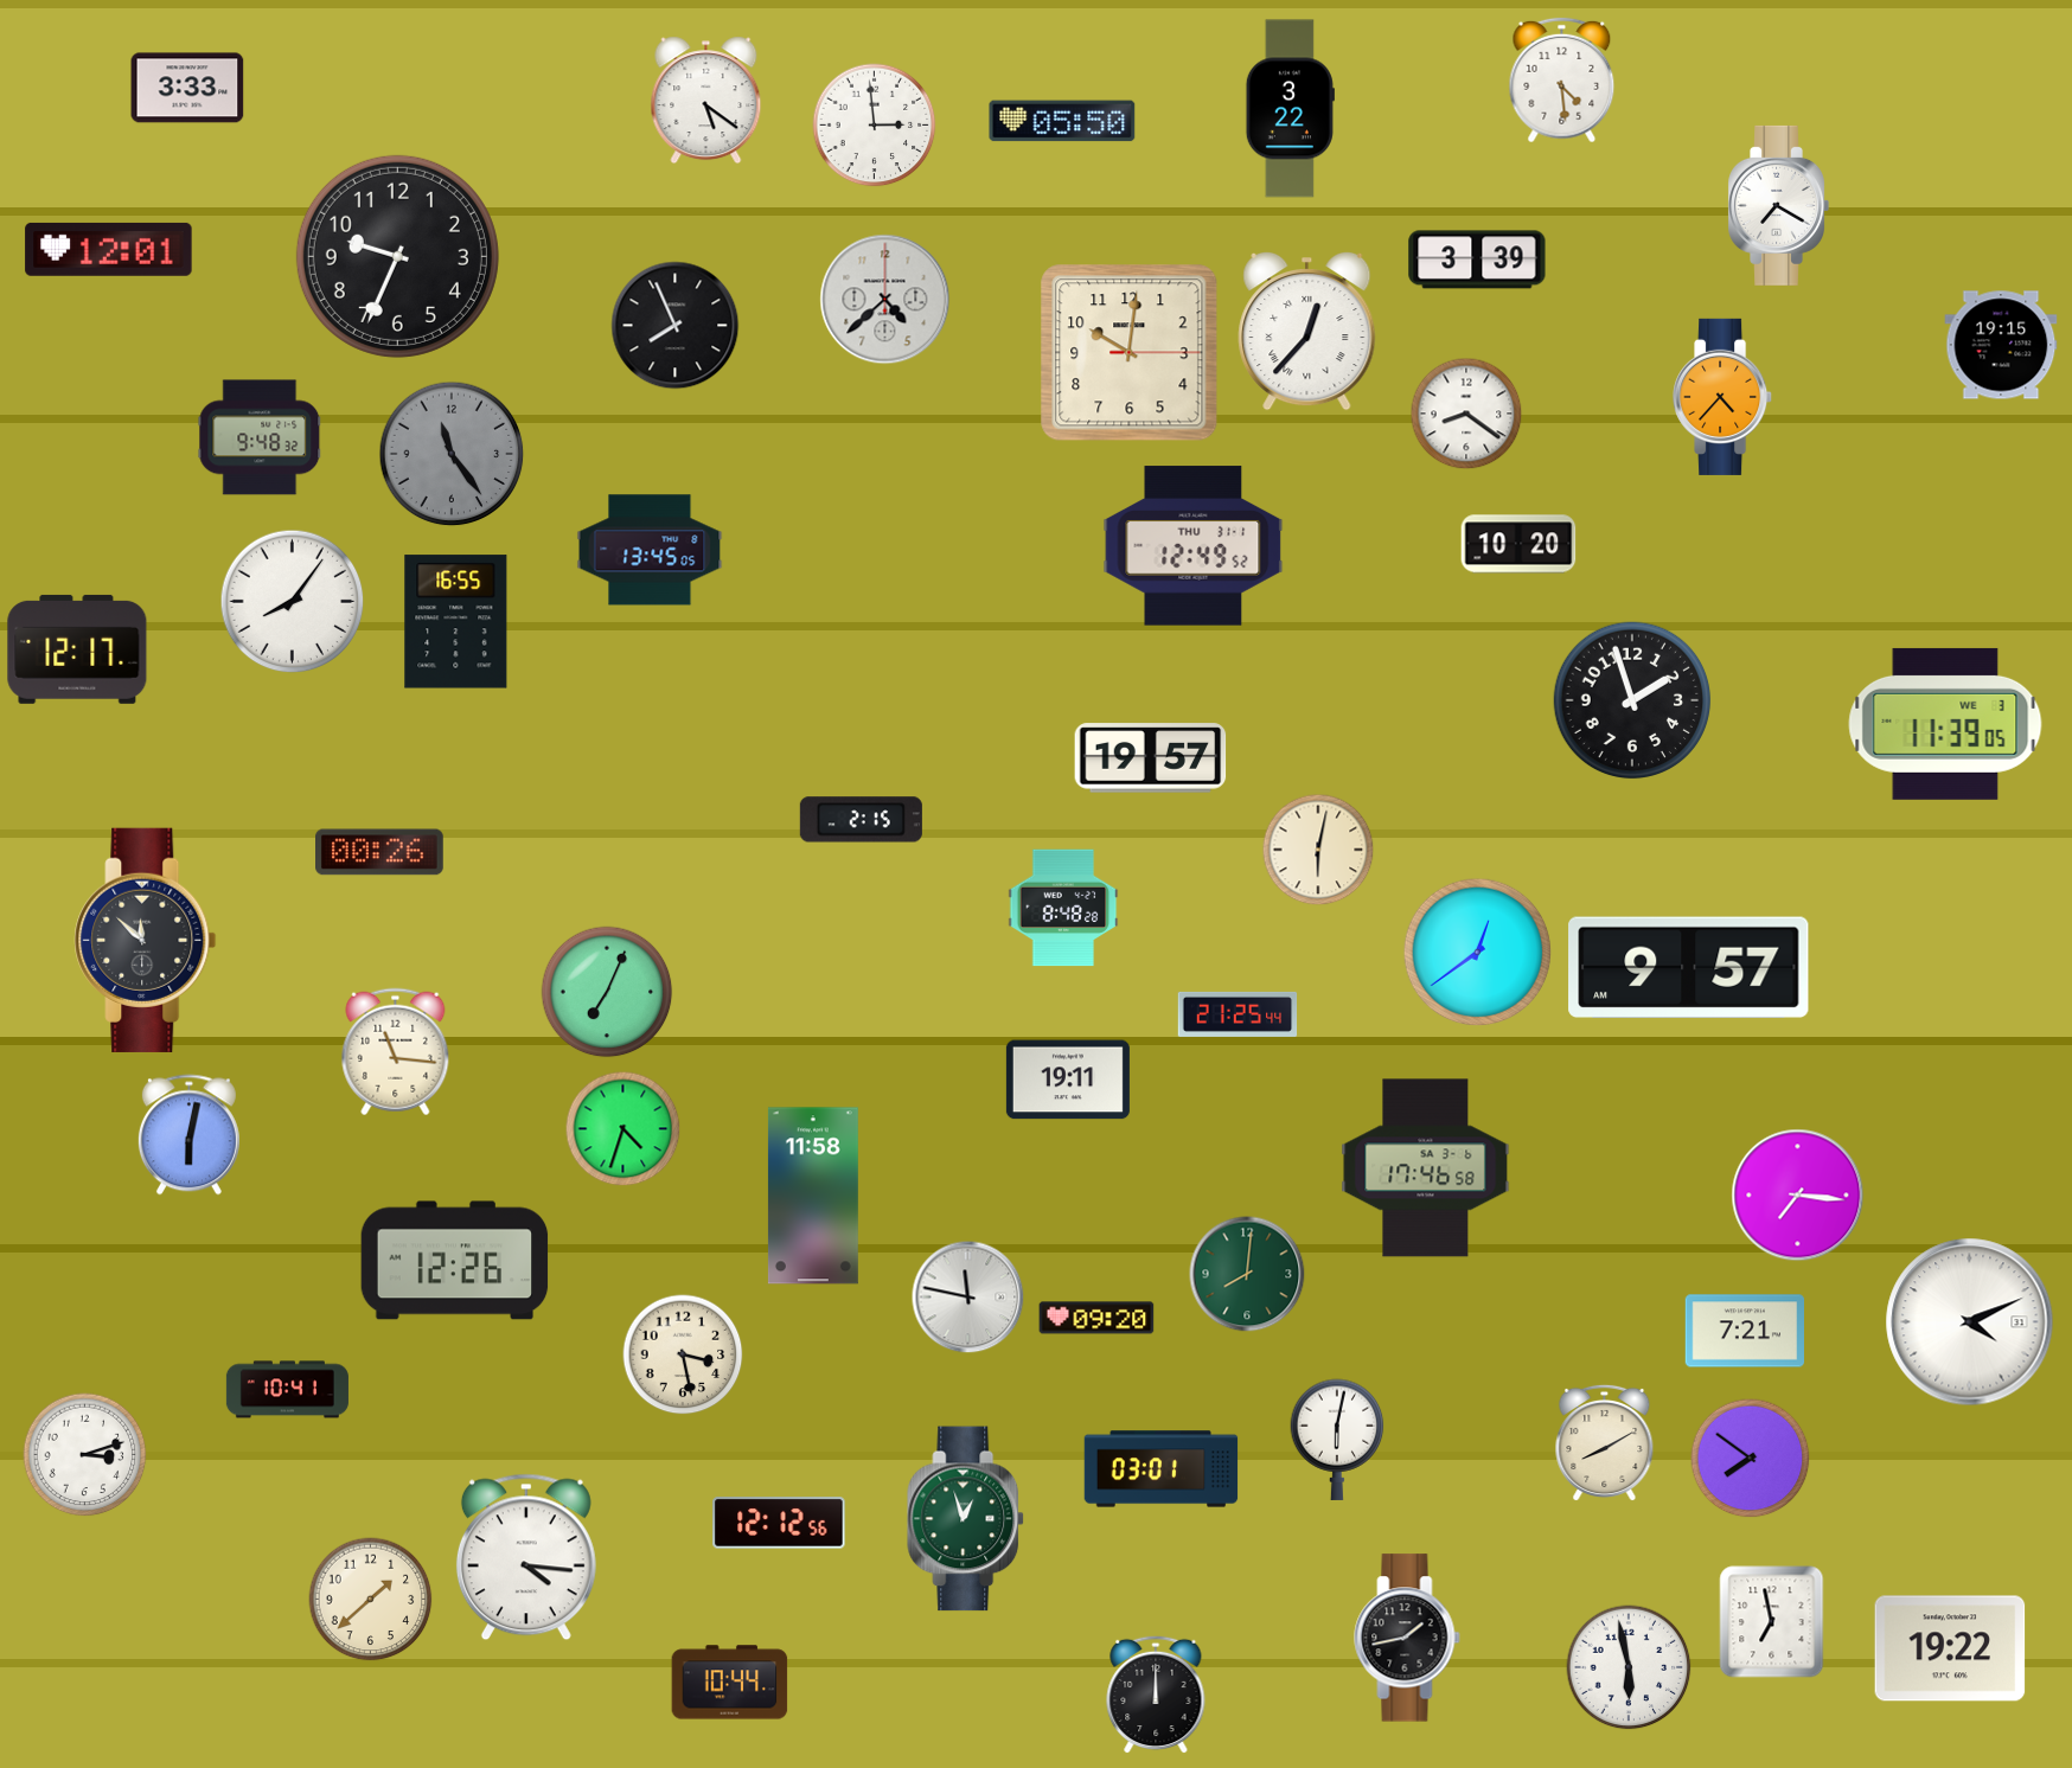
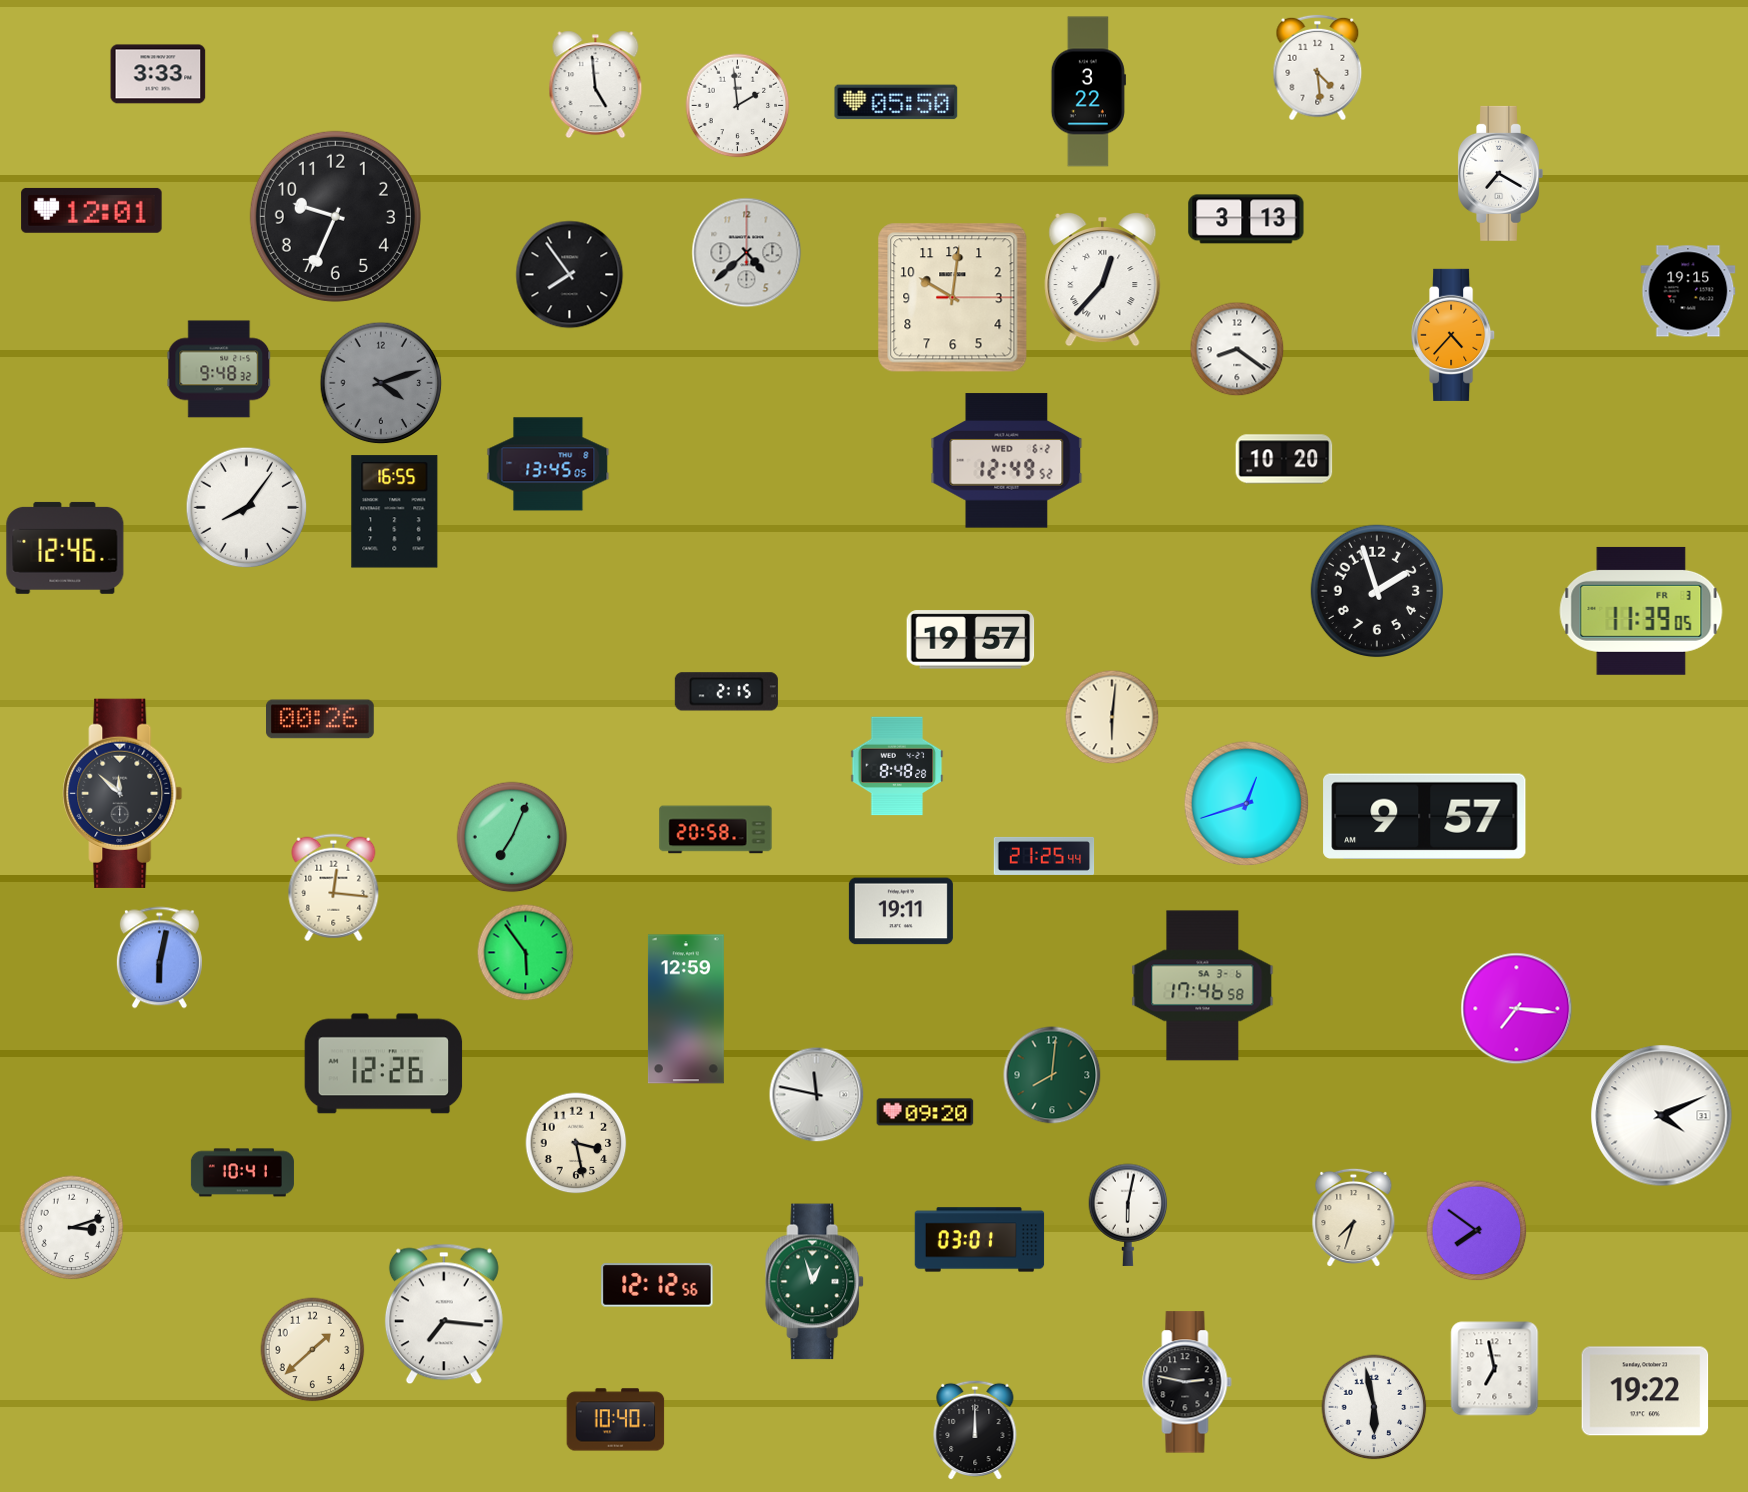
clock at (706, 101): 5:21 -> 4:59
clock at (875, 126): 2:59 -> 1:59
clock at (1477, 260): 3:39 -> 3:13
clock at (676, 326): 7:56 -> 7:54
clock at (452, 454): 11:24 -> 4:12
clock at (1518, 544) position: (1518, 544) -> (1284, 459)
clock at (1194, 546) date: THU 31-1 -> WED 6-2
clock at (456, 622) position: (456, 622) -> (395, 512)
clock at (77, 649): 12:17 -> 12:46
clock at (1945, 724) date: WE 3 -> FR 3
clock at (1318, 850): 6:02 -> 6:01
clock at (1478, 953): 12:39 -> 12:42
clock at (716, 830): none -> 20:58
clock at (396, 1052): 11:16 -> 12:16
clock at (623, 1129): 4:33 -> 5:54
clock at (813, 1196): 11:58 -> 12:59
clock at (1744, 1331): 7:21 -> none
clock at (1605, 1442): 8:10 -> 7:33
clock at (526, 1557): 4:16 -> 7:16
clock at (1407, 1638): 1:43 -> 2:47
clock at (730, 1683): 10:44 -> 10:40
